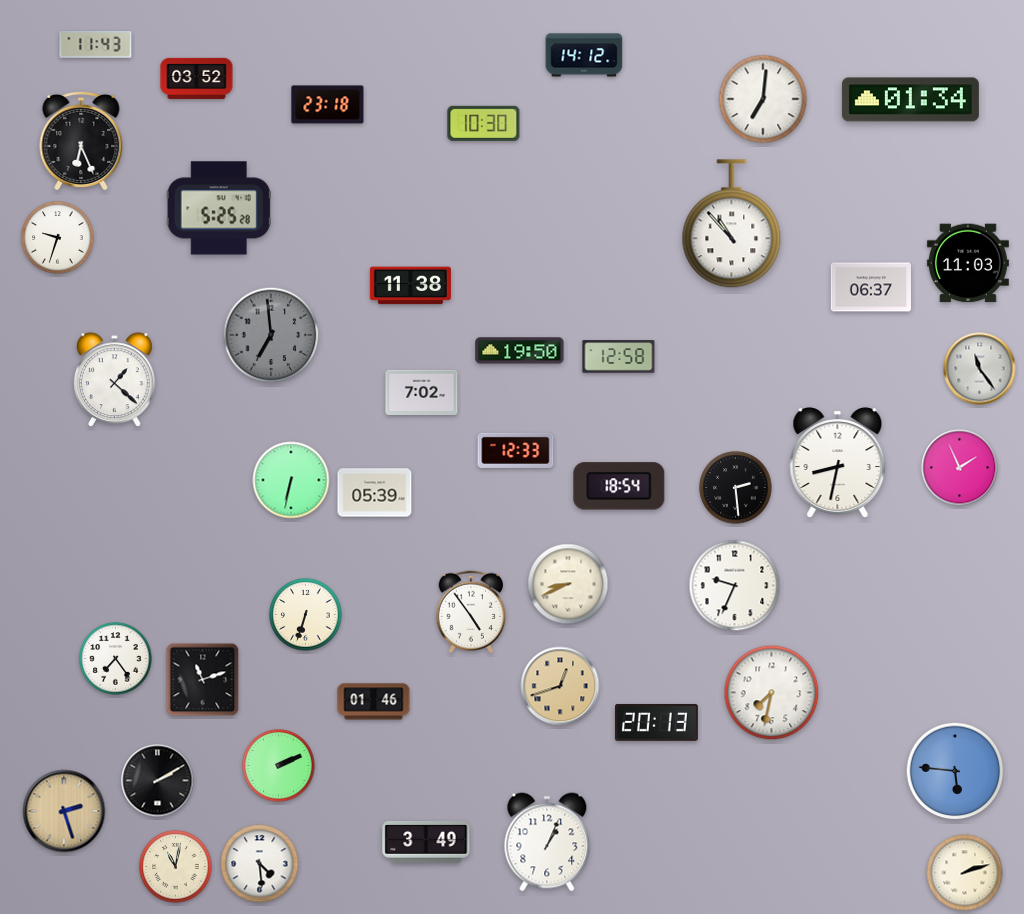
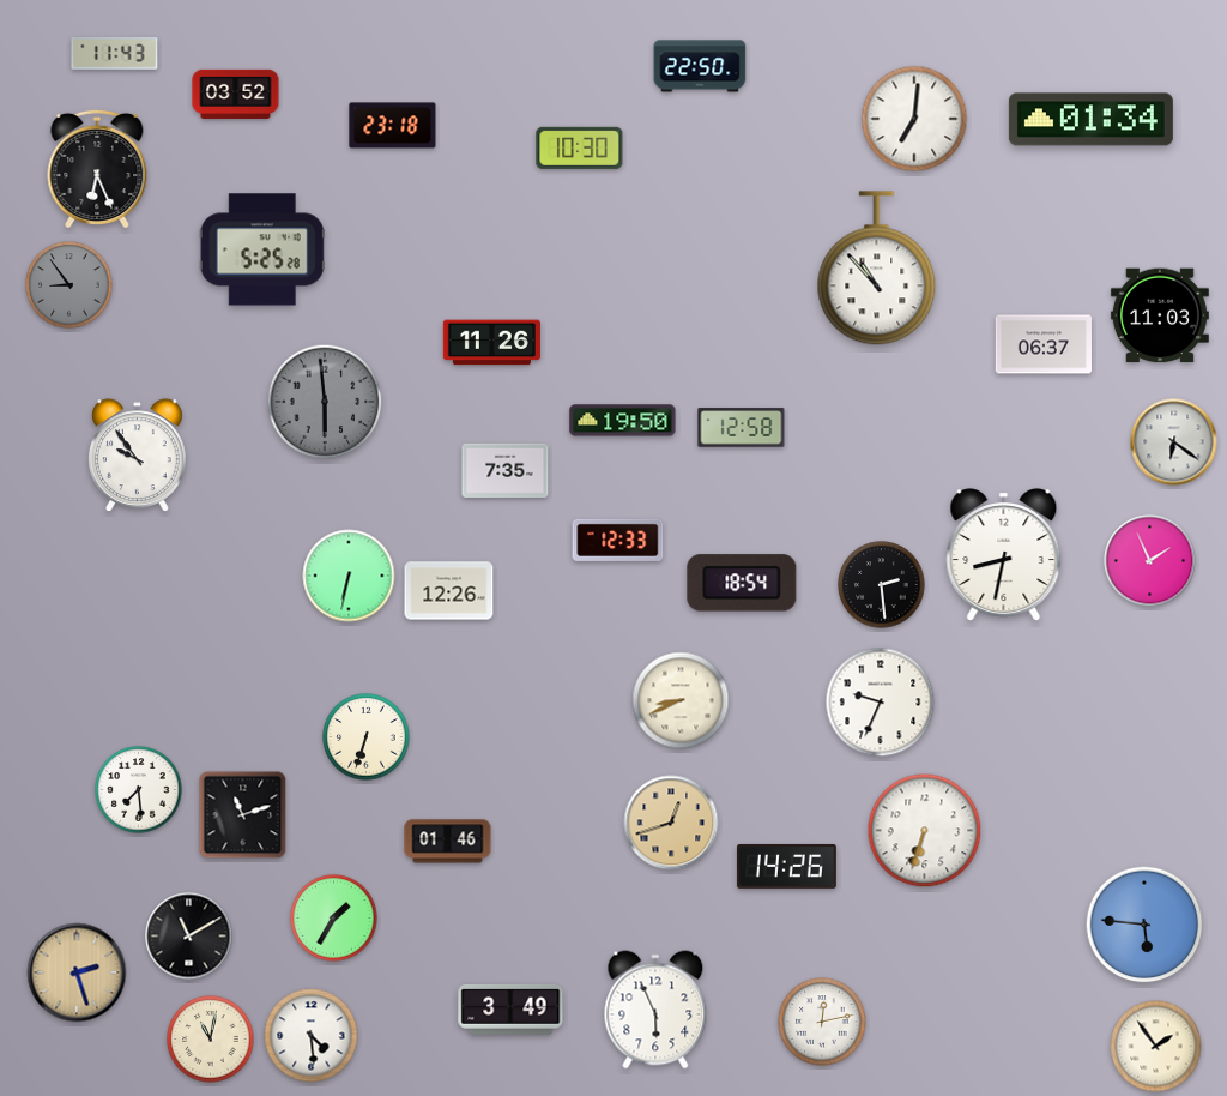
clock at (584, 55): 14:12 -> 22:50
clock at (58, 238): 9:33 -> 8:54
clock at (58, 238) dial: white -> grey
clock at (410, 286): 11:38 -> 11:26
clock at (271, 335): 6:59 -> 5:59
clock at (980, 369): 11:24 -> 6:21
clock at (115, 380): 1:22 -> 9:54
clock at (422, 392): 7:02 -> 7:35
clock at (375, 493): 05:39 -> 12:26
clock at (471, 612): 4:54 -> none
clock at (116, 659): 7:24 -> 7:29
clock at (772, 693): 7:32 -> 6:33
clock at (656, 722): 20:13 -> 14:26
clock at (279, 766): 2:11 -> 1:35
clock at (158, 781): 2:10 -> 11:10
clock at (547, 842): 1:04 -> 5:56
clock at (822, 1022): none -> 12:13
clock at (965, 873): 2:12 -> 1:54
